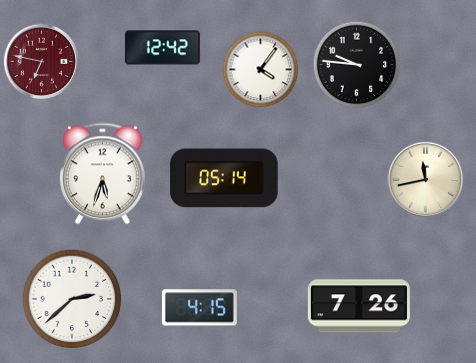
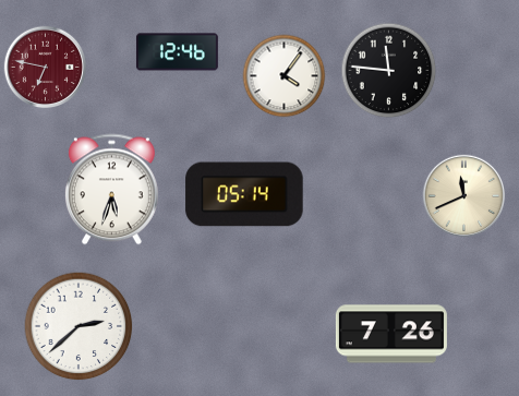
clock at (162, 48): 12:42 -> 12:46
clock at (357, 65): 9:46 -> 11:46
clock at (426, 180): 11:43 -> 11:41
clock at (199, 308): 4:15 -> none
